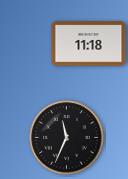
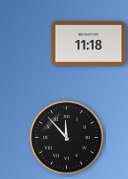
clock at (67, 138): 11:34 -> 11:53
